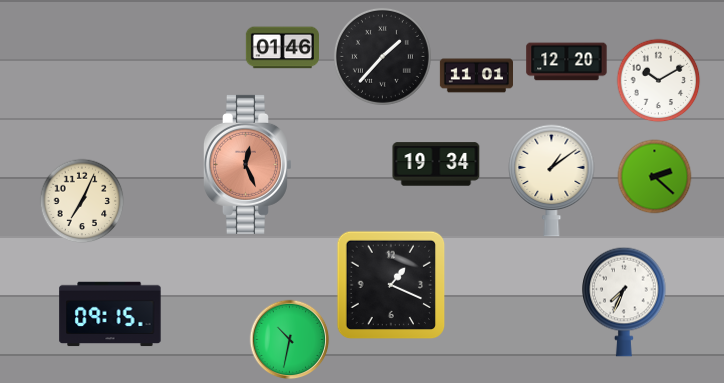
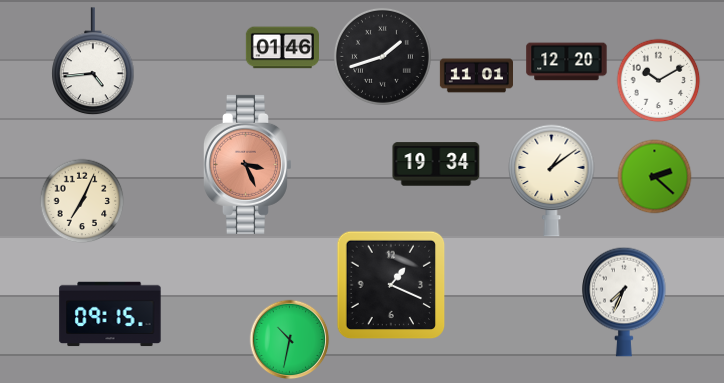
clock at (382, 56): 1:37 -> 1:42
clock at (93, 62): none -> 4:44
clock at (247, 164): 12:26 -> 3:26
